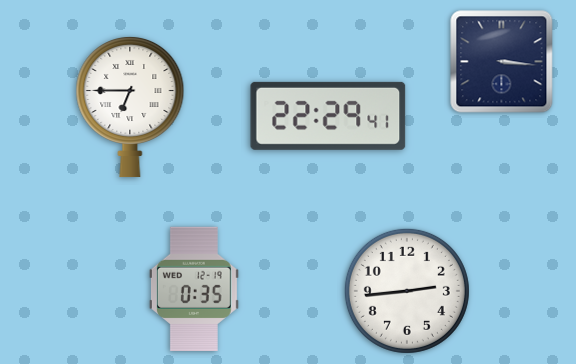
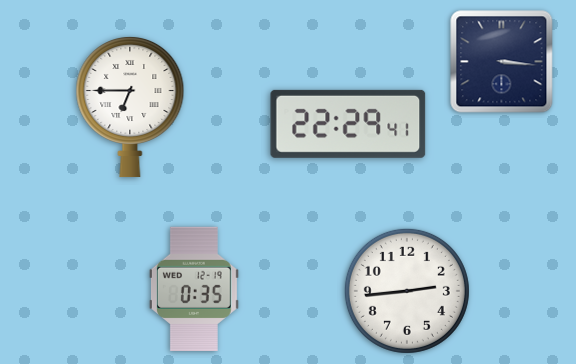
clock at (328, 116) position: (328, 116) -> (348, 124)
